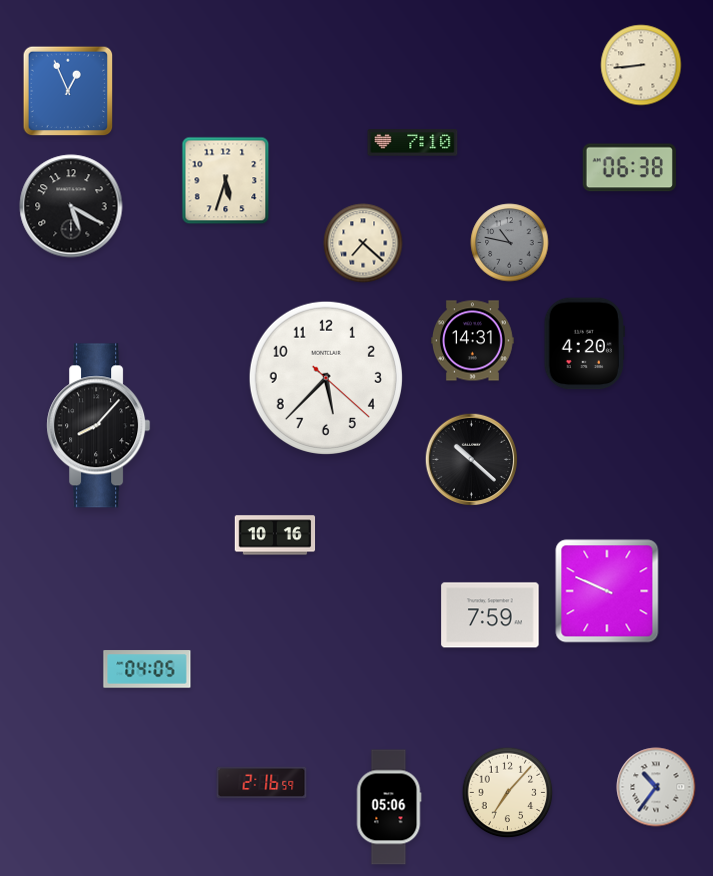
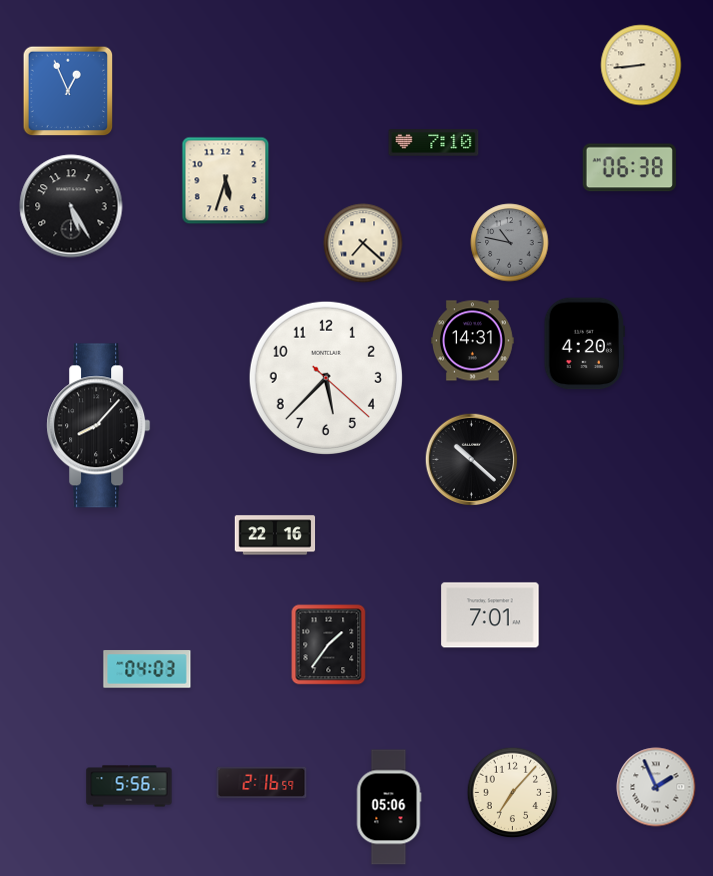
clock at (413, 143) position: (413, 143) -> (434, 143)
clock at (71, 206): 5:20 -> 5:25
clock at (275, 535): 10:16 -> 22:16
clock at (607, 591): 9:49 -> none
clock at (490, 615): 7:59 -> 7:01
clock at (329, 645): none -> 1:36
clock at (147, 669): 04:05 -> 04:03
clock at (129, 786): none -> 5:56
clock at (656, 787): 10:36 -> 1:56
clock at (508, 793) position: (508, 793) -> (513, 793)
